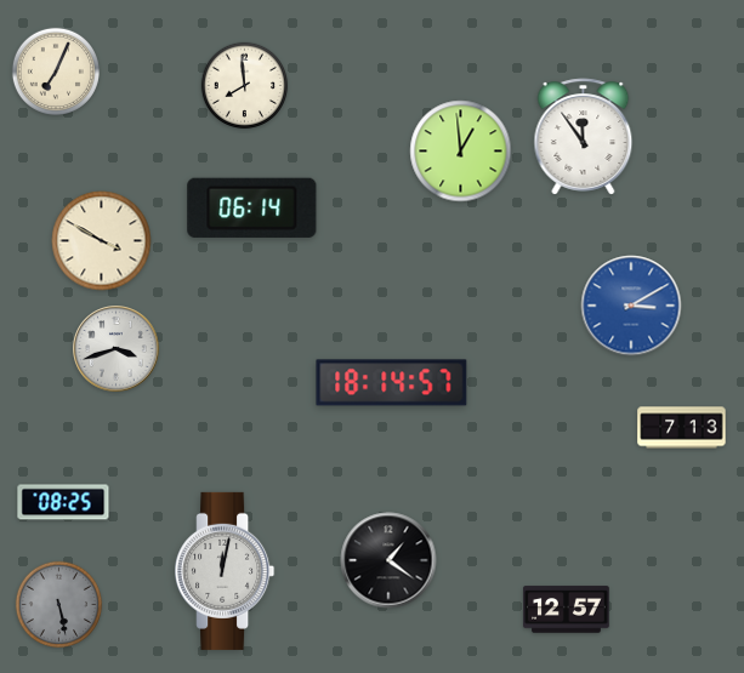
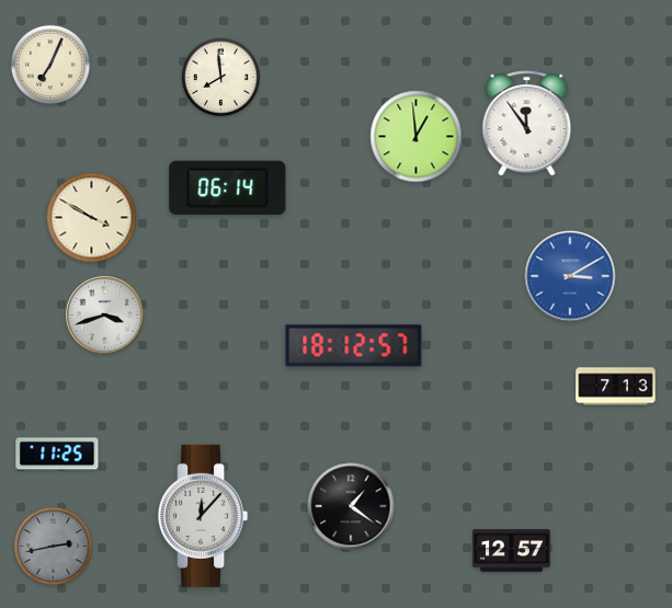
clock at (392, 383): 18:14 -> 18:12
clock at (63, 502): 08:25 -> 11:25
clock at (225, 571): 12:02 -> 12:07
clock at (59, 605): 5:28 -> 2:43
